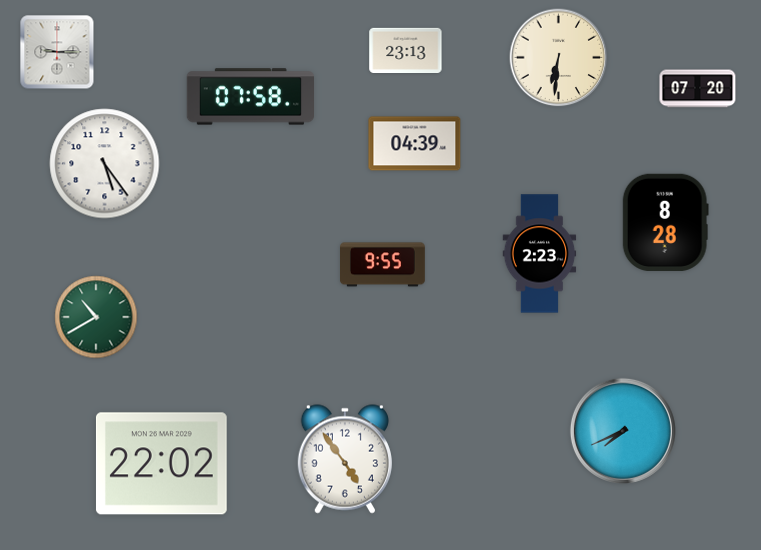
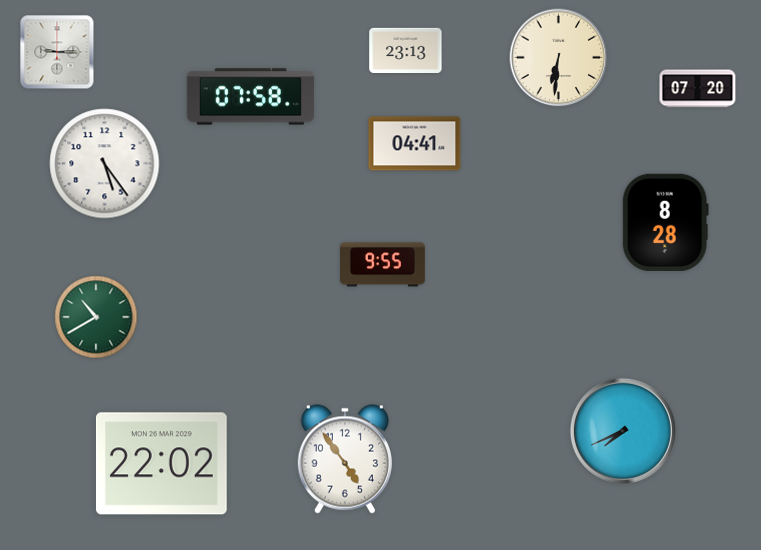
clock at (415, 144): 04:39 -> 04:41
clock at (540, 254): 2:23 -> none
